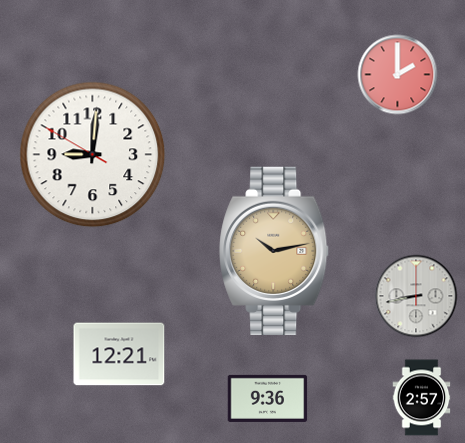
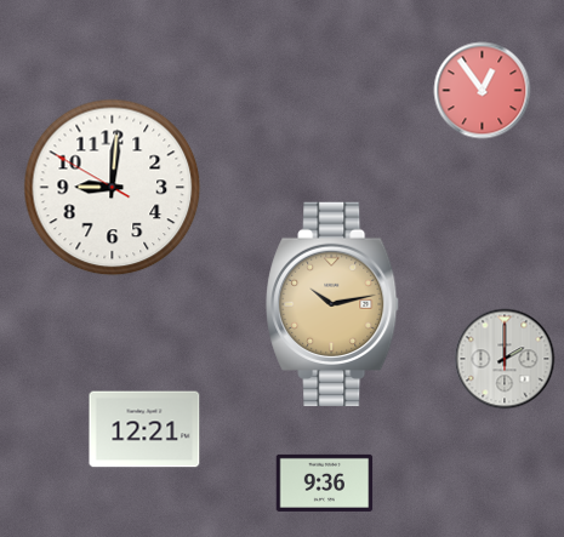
clock at (398, 75): 2:00 -> 12:54
clock at (416, 296): 8:43 -> 2:00
clock at (422, 398): 2:57 -> none
